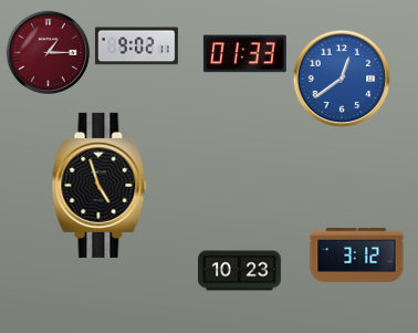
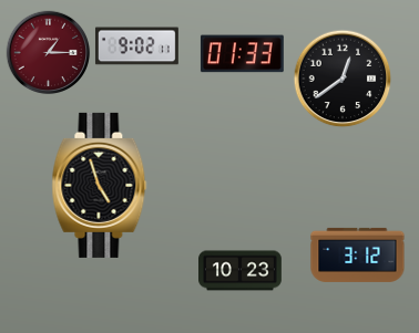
clock at (244, 54) position: (244, 54) -> (242, 54)
clock at (342, 79) dial: blue -> black
